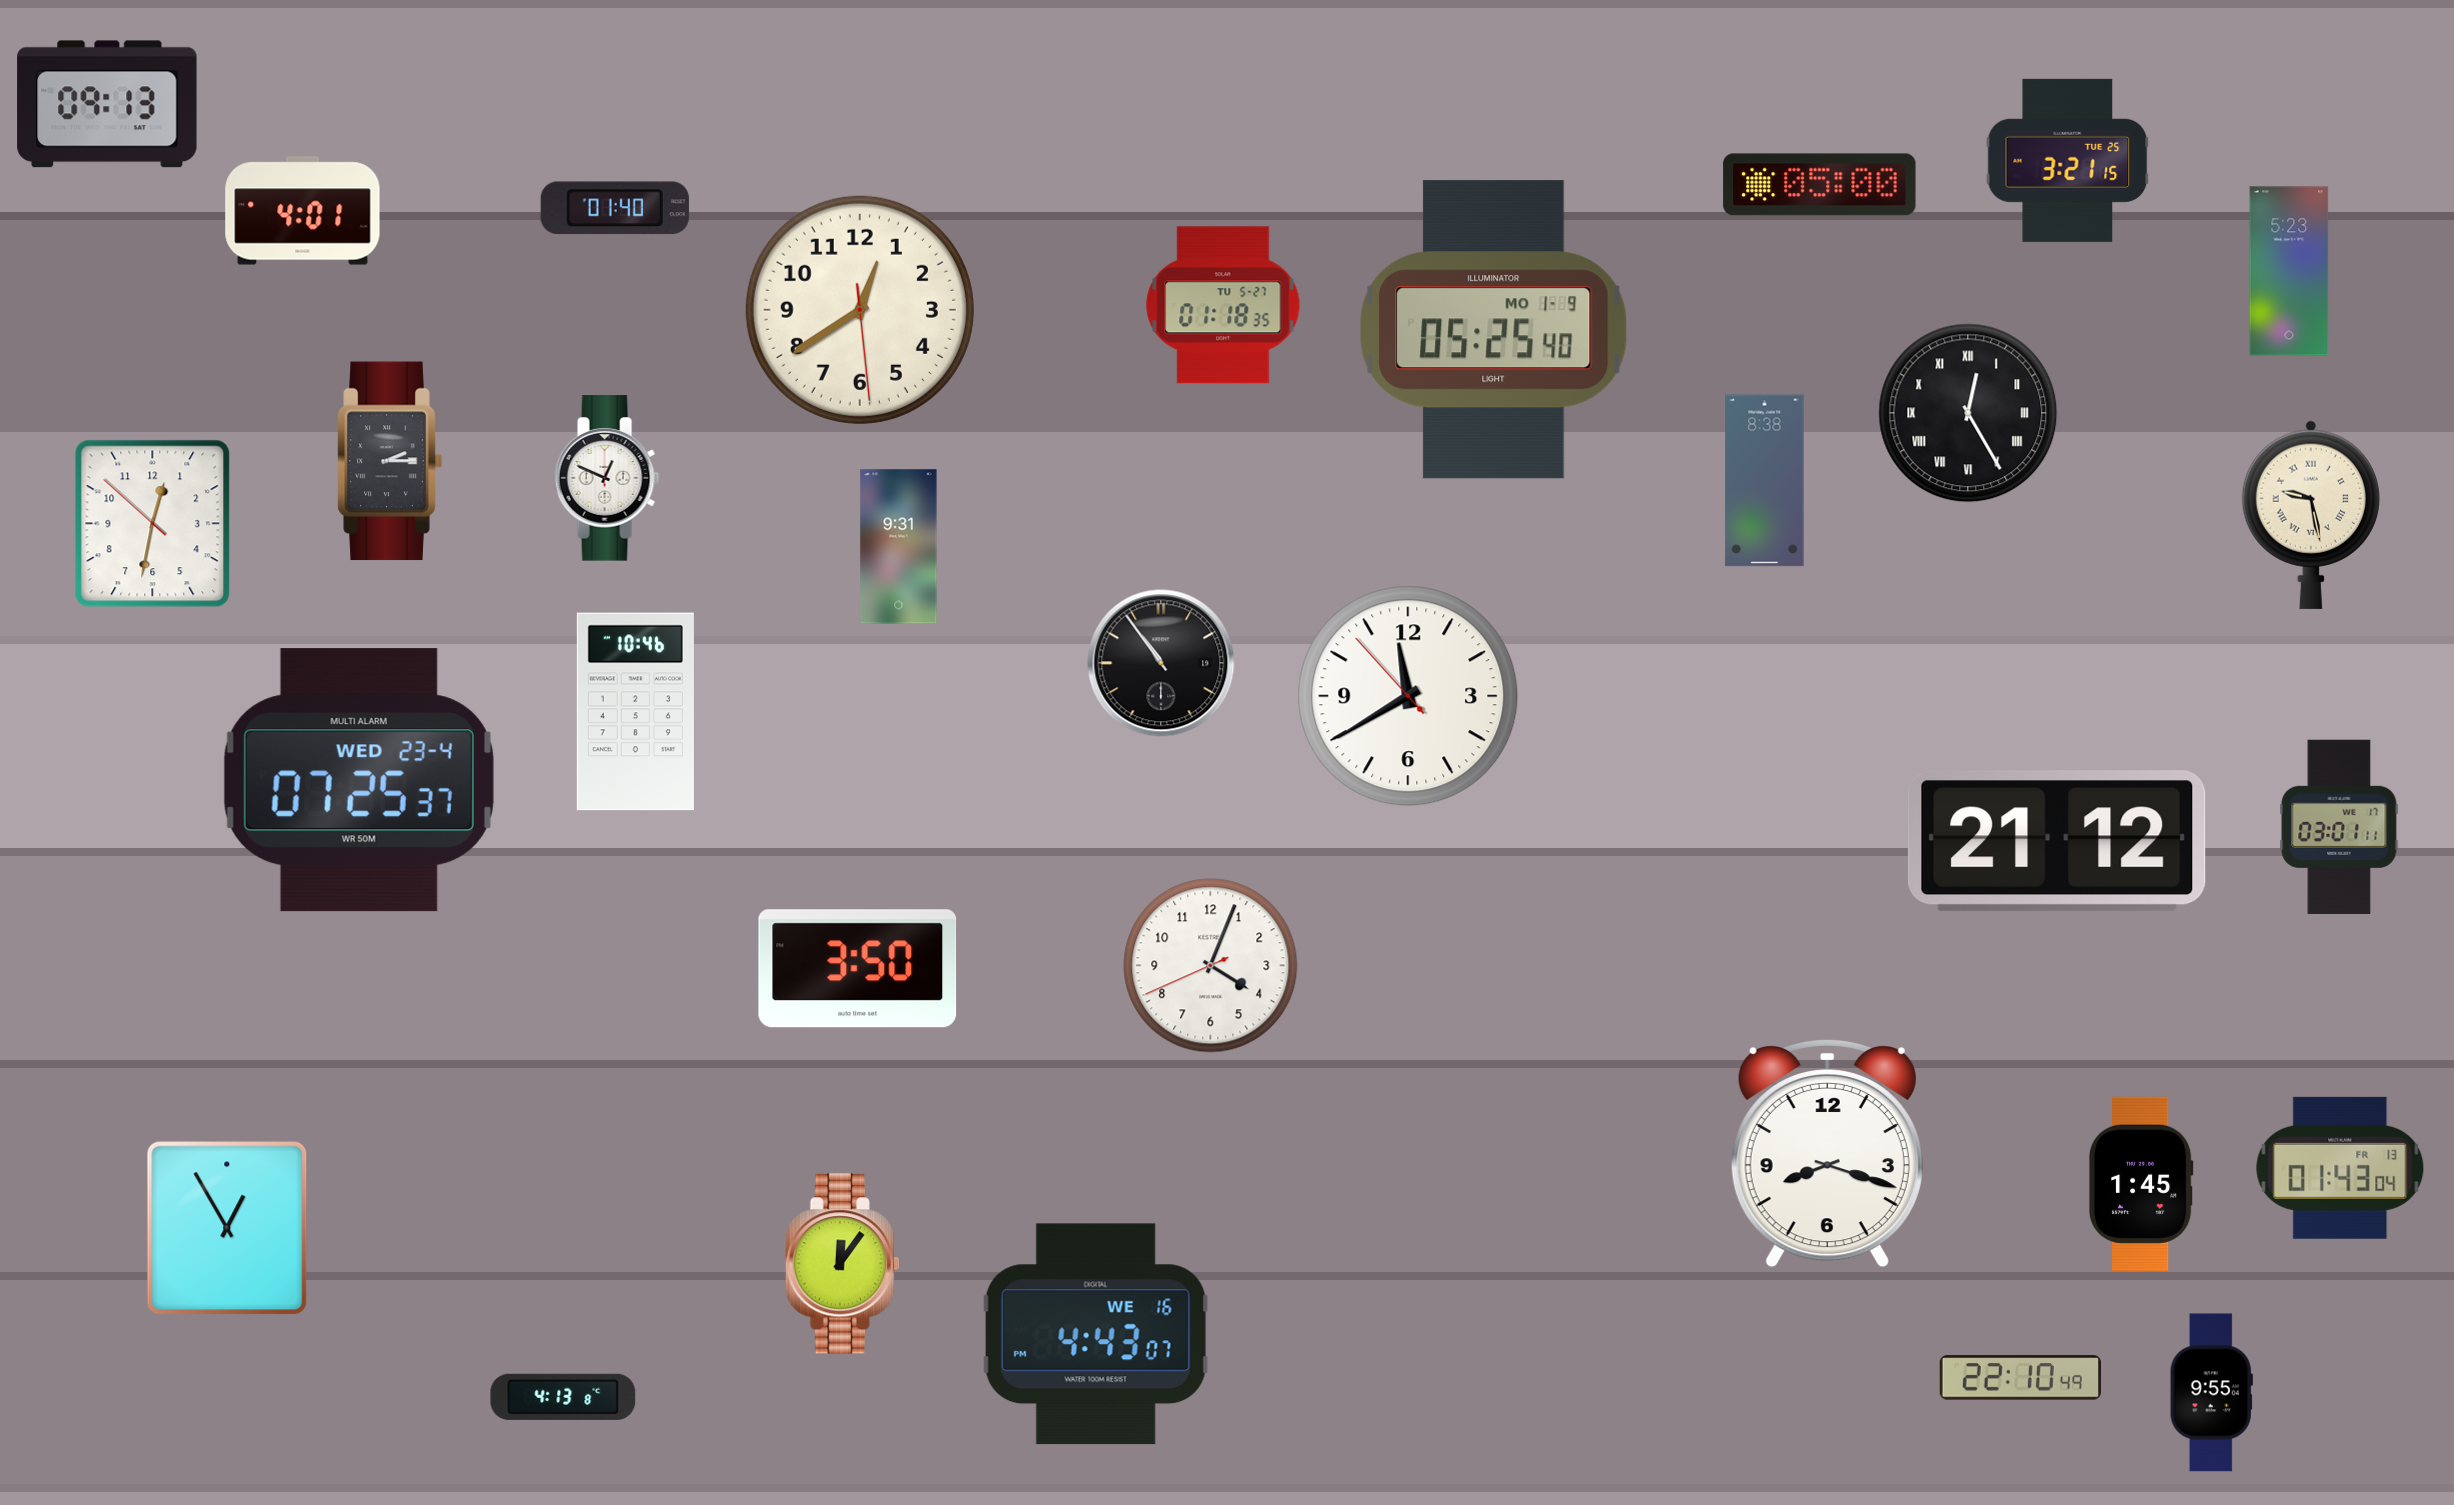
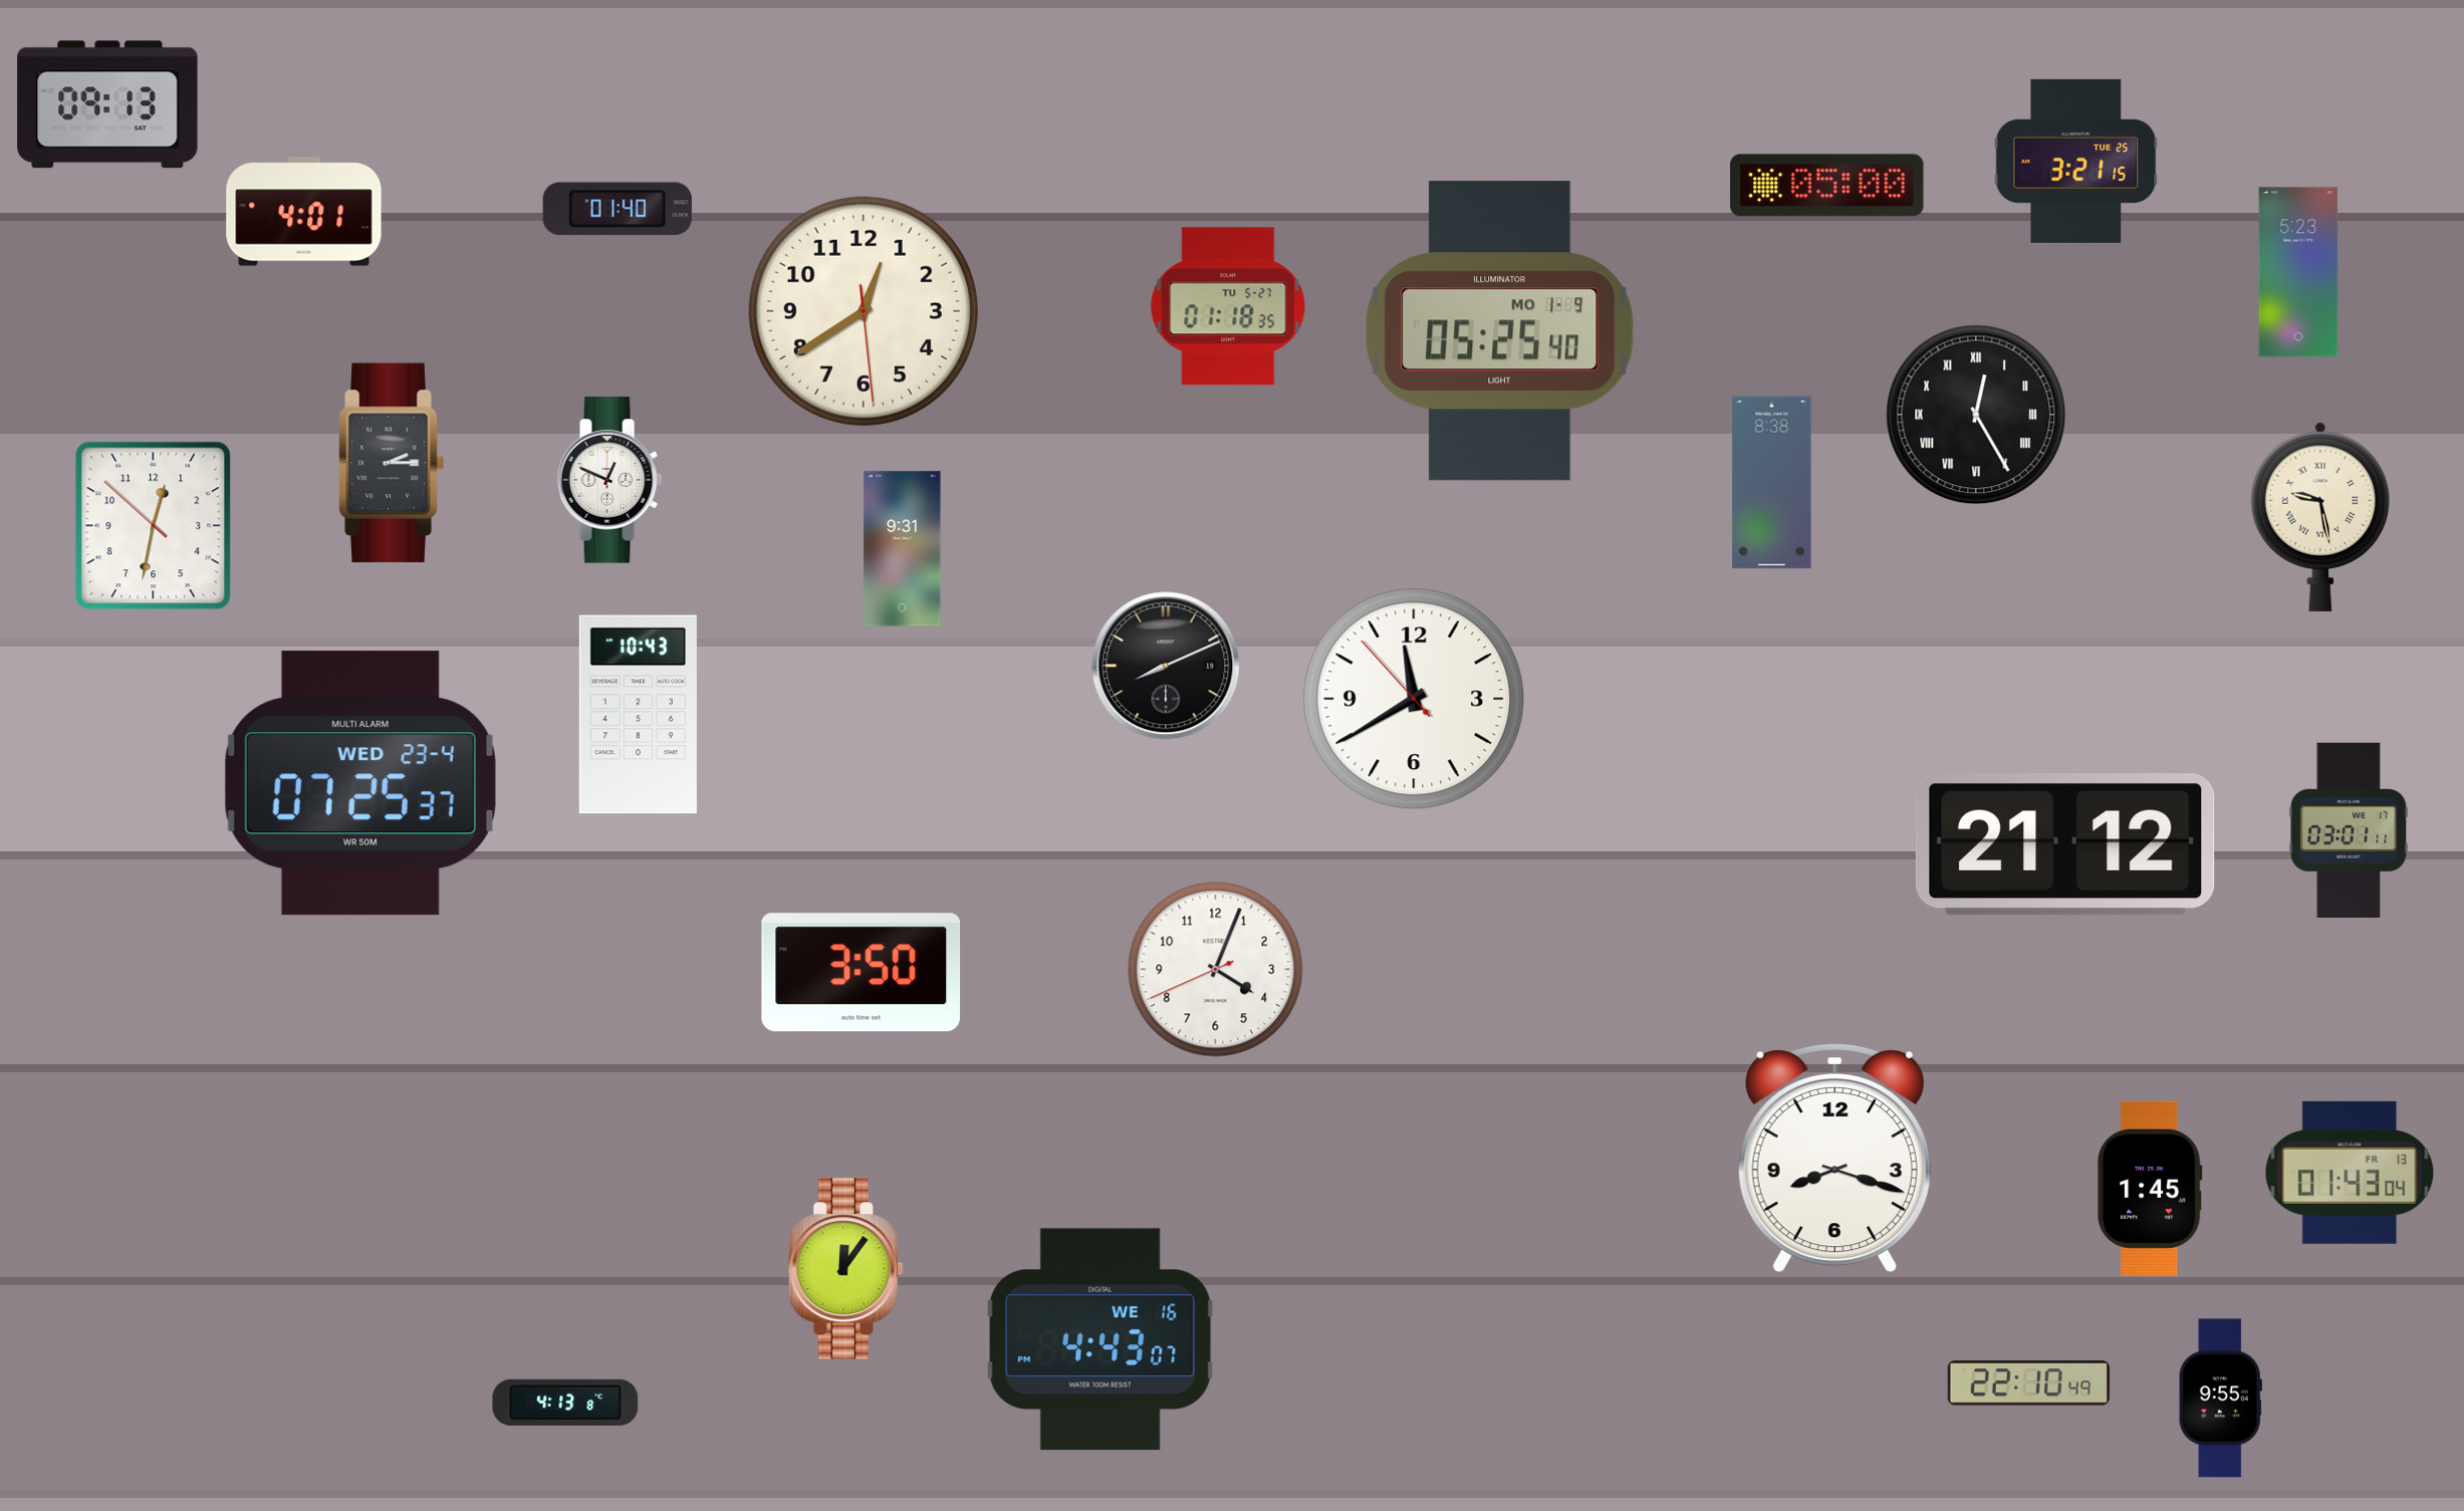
clock at (1161, 663): 10:54 -> 8:11
clock at (635, 712): 10:46 -> 10:43
clock at (227, 1228): 12:55 -> none
